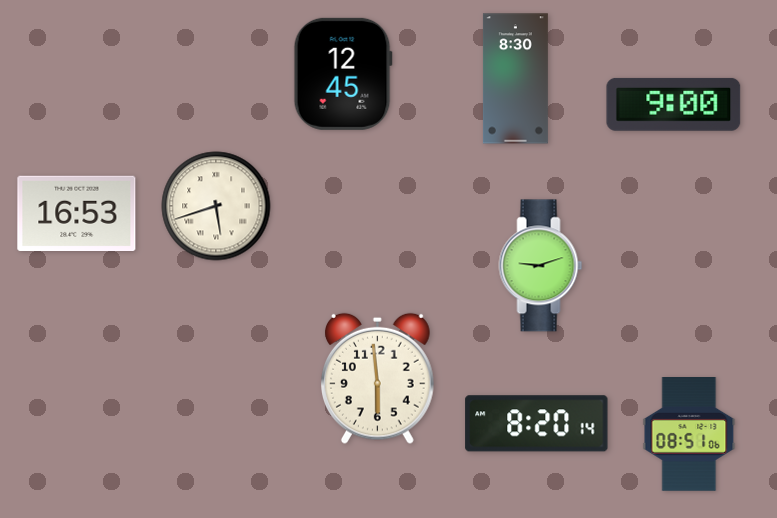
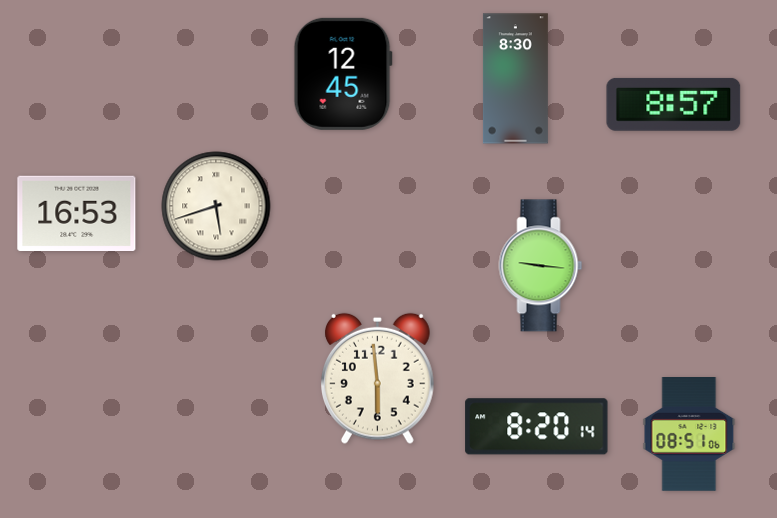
clock at (674, 104): 9:00 -> 8:57
clock at (541, 266): 9:12 -> 9:16
clock at (537, 424) position: (537, 424) -> (537, 427)
